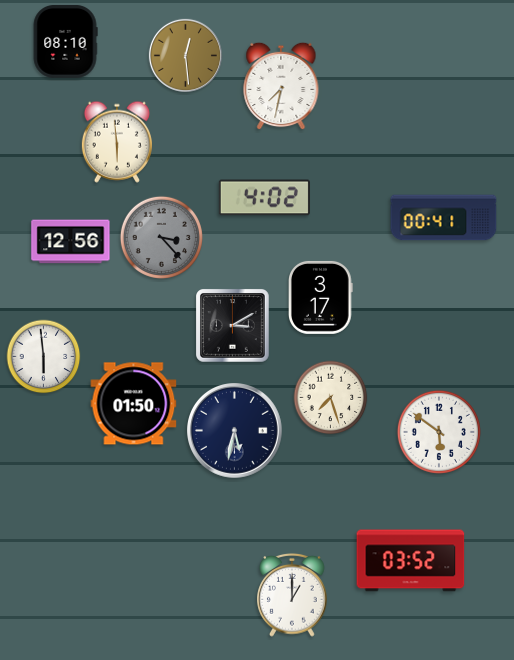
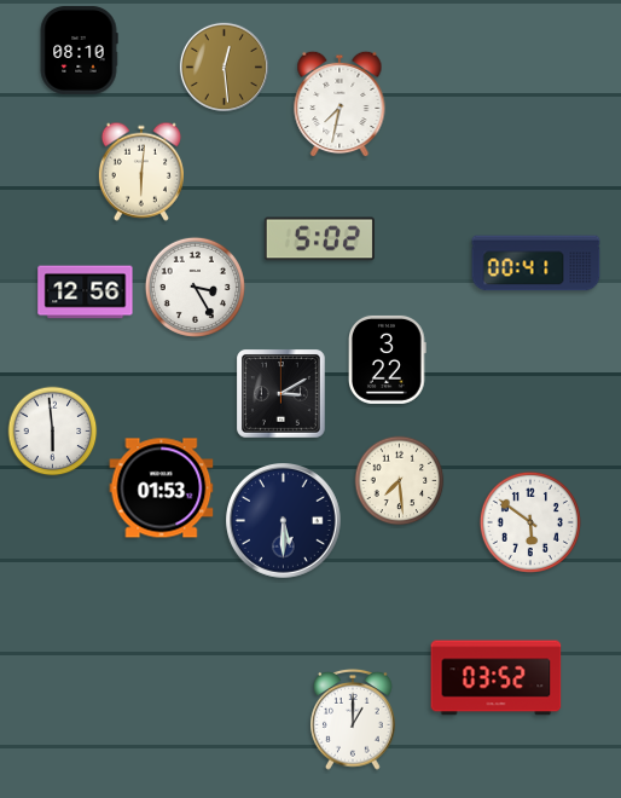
clock at (117, 142): 5:59 -> 6:01
clock at (264, 198): 4:02 -> 5:02
clock at (161, 237): 3:23 -> 3:25
clock at (161, 237) dial: grey -> white
clock at (321, 297): 3:17 -> 3:22
clock at (331, 398): 7:27 -> 7:29
clock at (134, 404): 01:50 -> 01:53
clock at (235, 431): 5:32 -> 5:30
